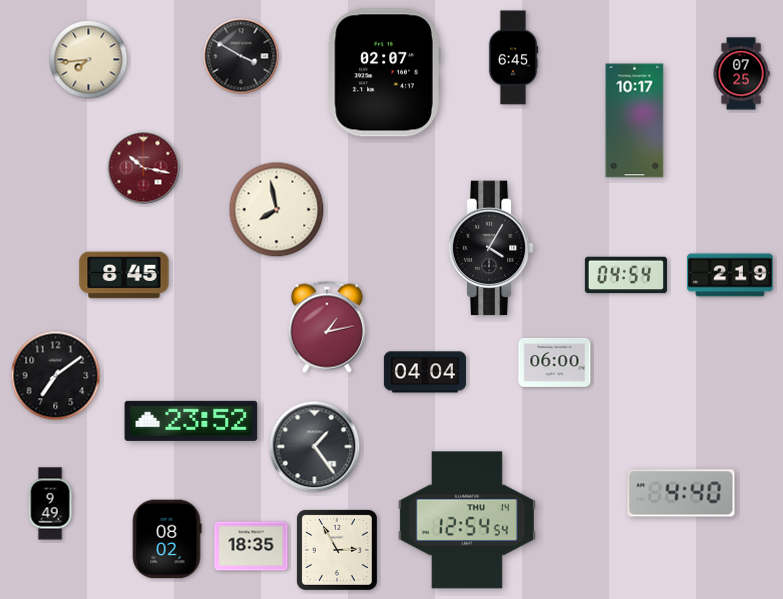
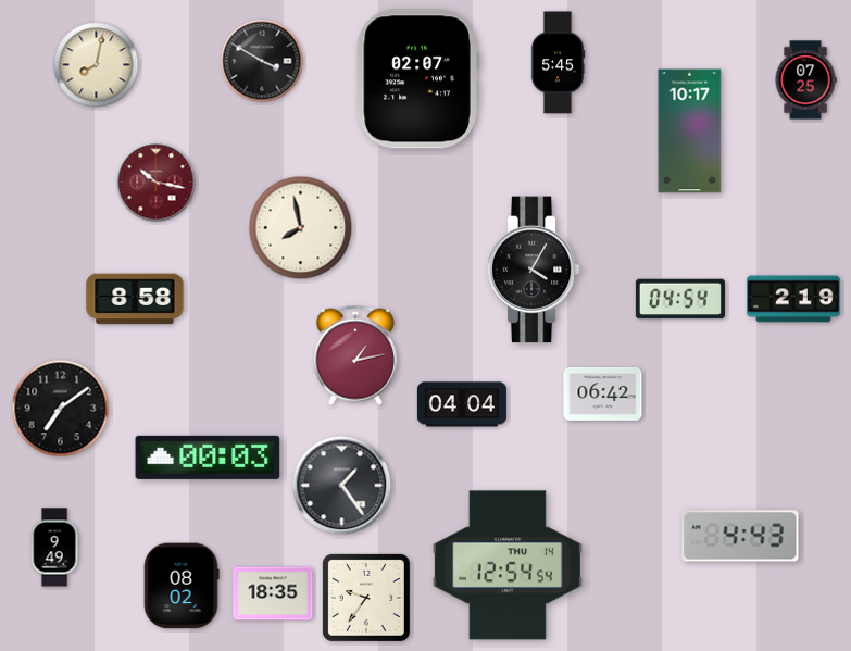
clock at (513, 58): 6:45 -> 5:45
clock at (89, 60): 7:44 -> 8:02
clock at (124, 275): 8:45 -> 8:58
clock at (555, 362): 06:00 -> 06:42
clock at (191, 421): 23:52 -> 00:03
clock at (681, 493): 4:40 -> 4:43
clock at (337, 550): 2:55 -> 9:36
